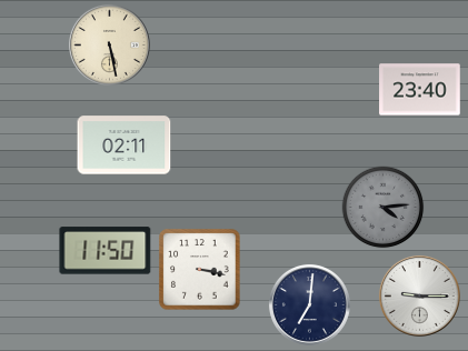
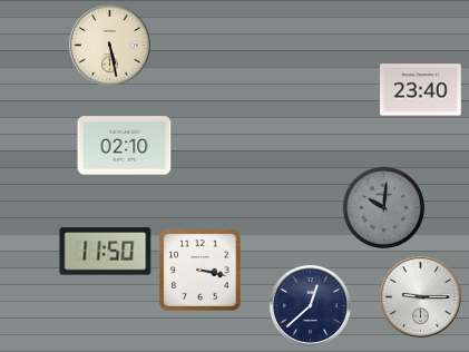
clock at (125, 146): 02:11 -> 02:10
clock at (384, 208): 4:14 -> 10:01
clock at (309, 304): 7:01 -> 12:38
